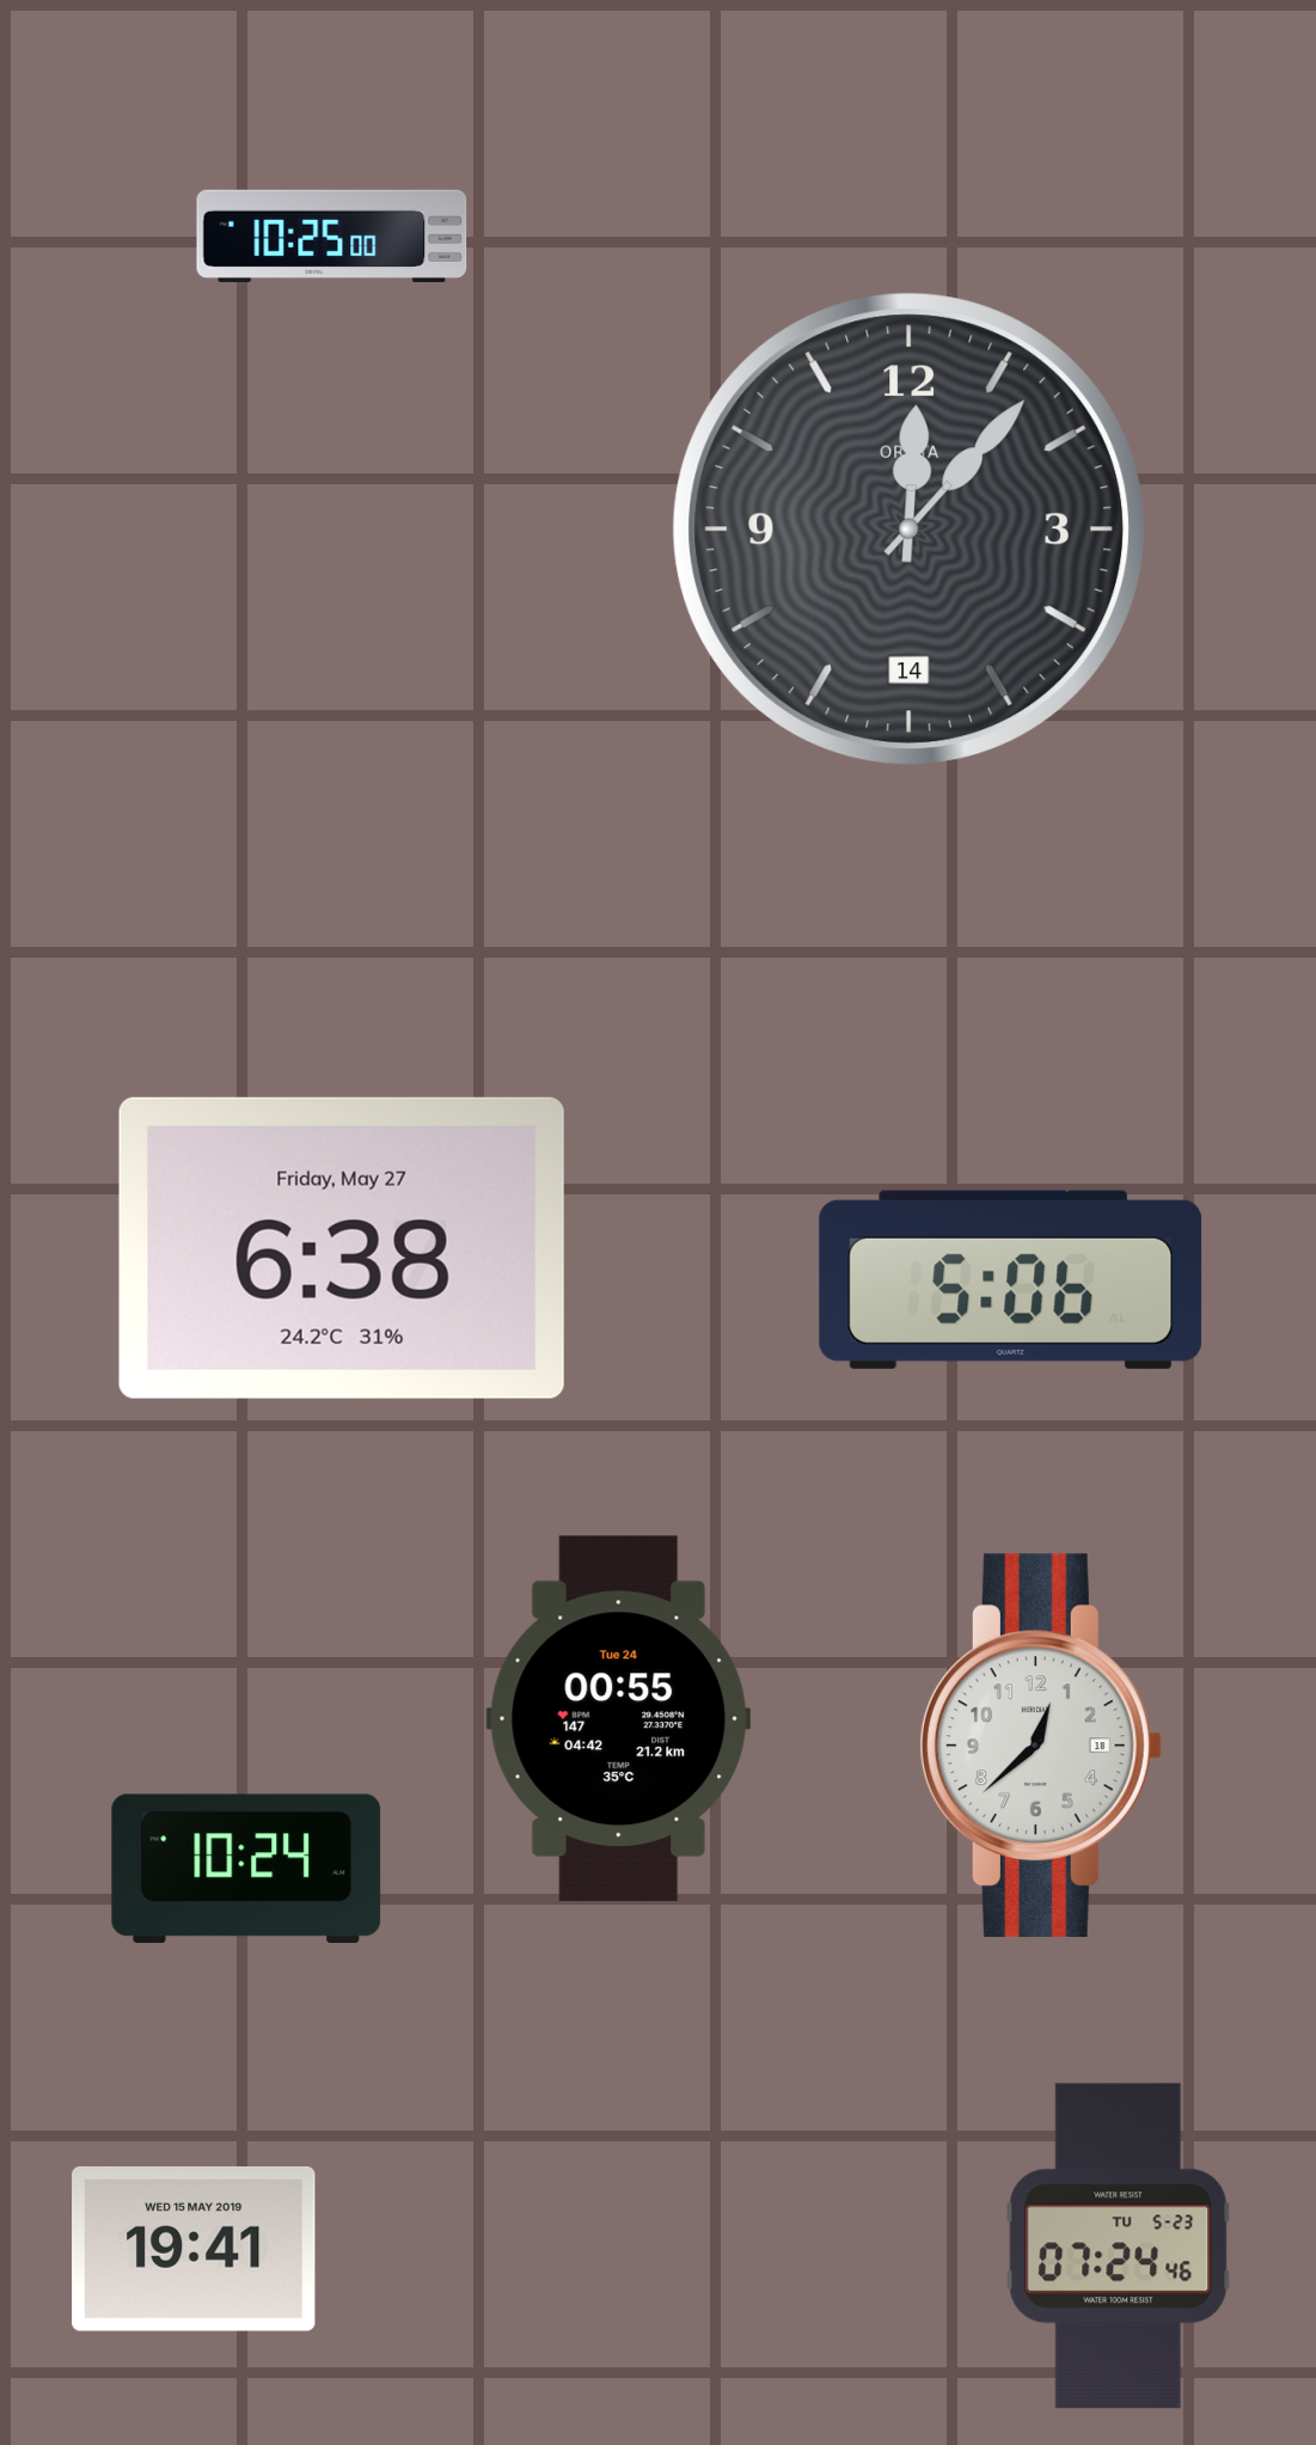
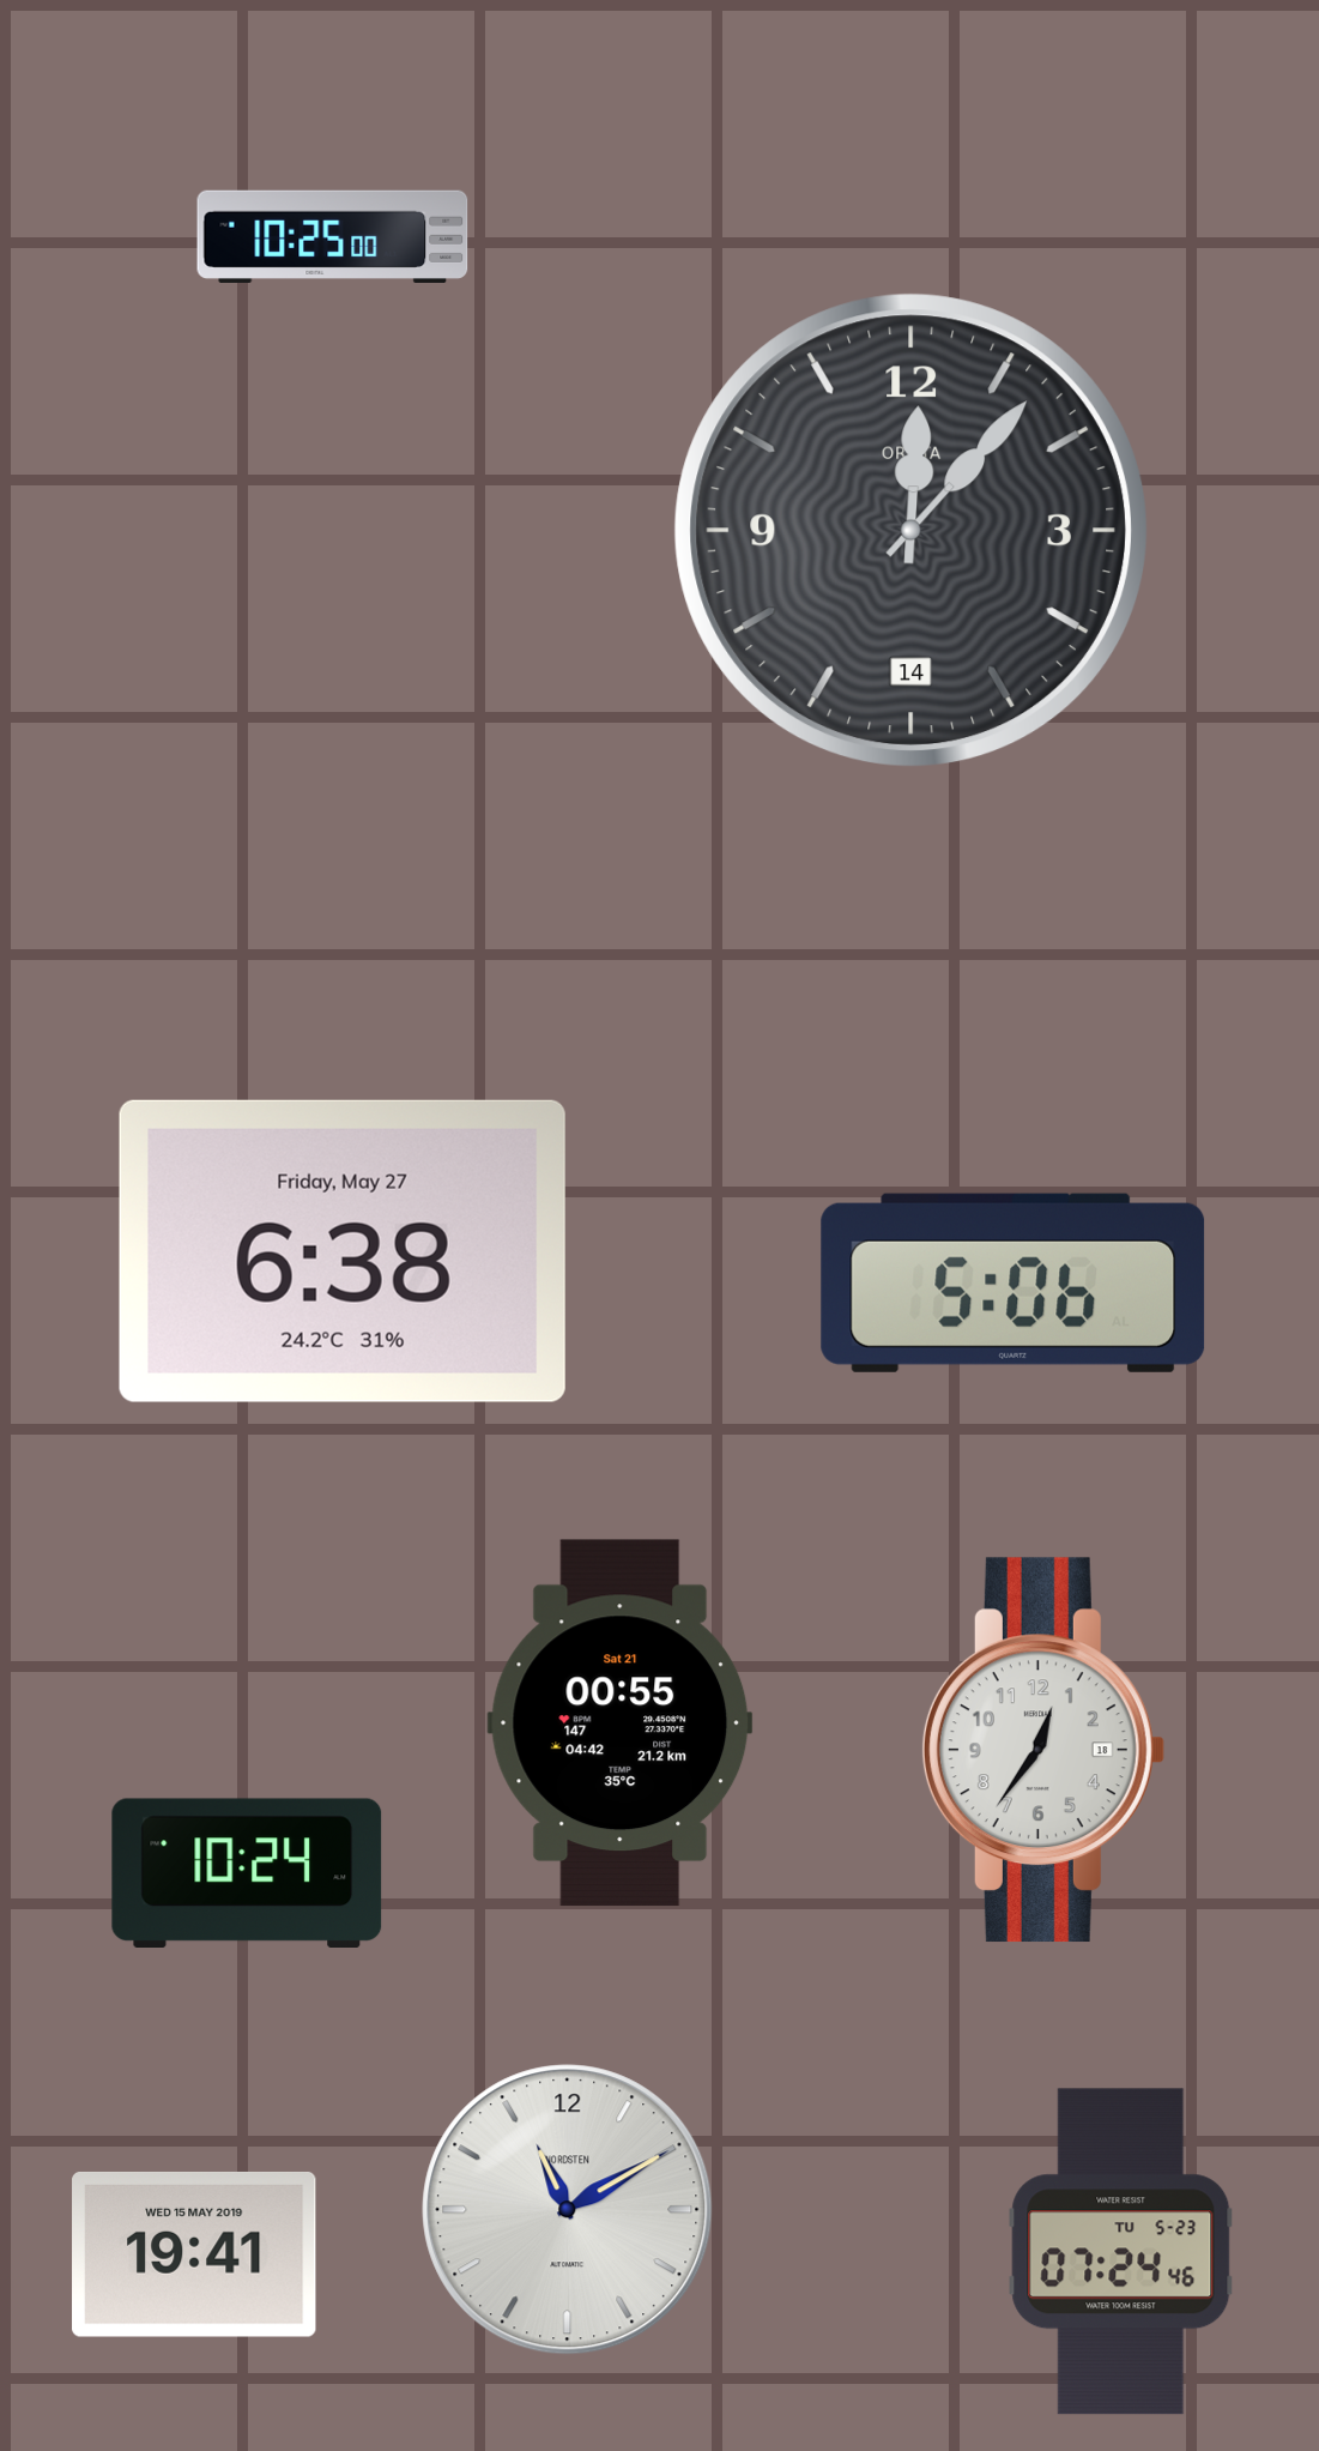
clock at (619, 1719) date: Tue 24 -> Sat 21
clock at (1040, 1746): 12:38 -> 12:36
clock at (568, 2210): none -> 11:10
